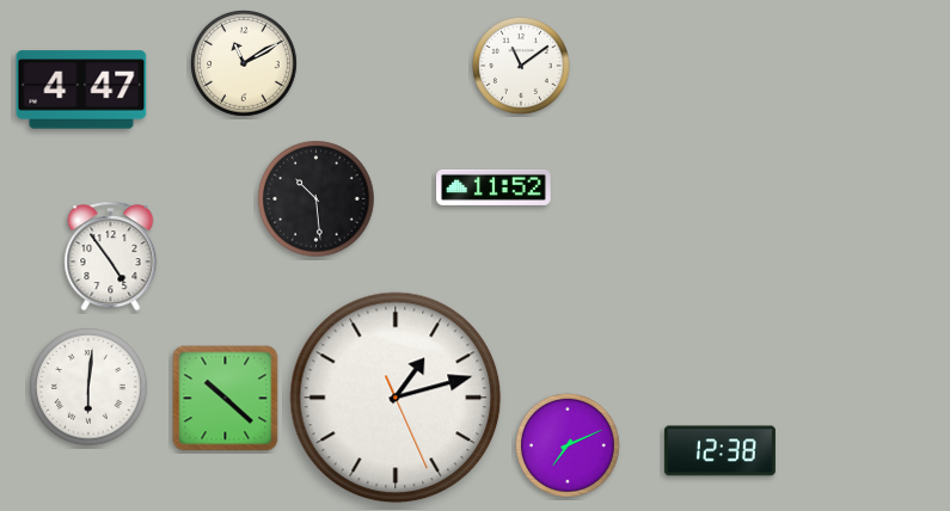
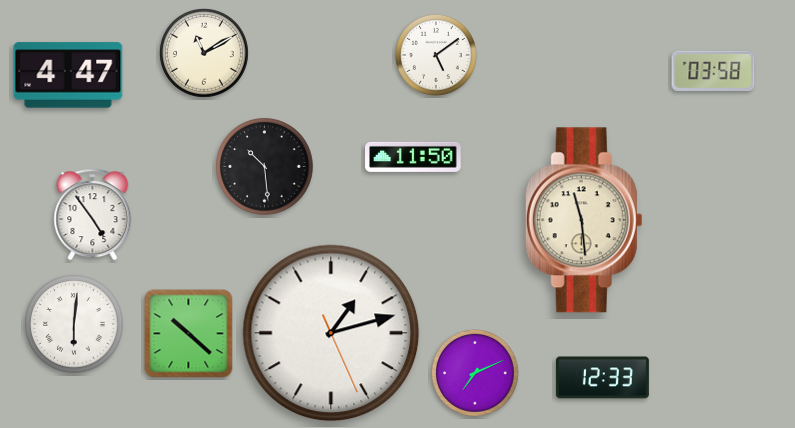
clock at (521, 66): 11:09 -> 5:09
clock at (713, 71): none -> 03:58
clock at (494, 187): 11:52 -> 11:50
clock at (584, 220): none -> 11:29
clock at (719, 451): 12:38 -> 12:33
